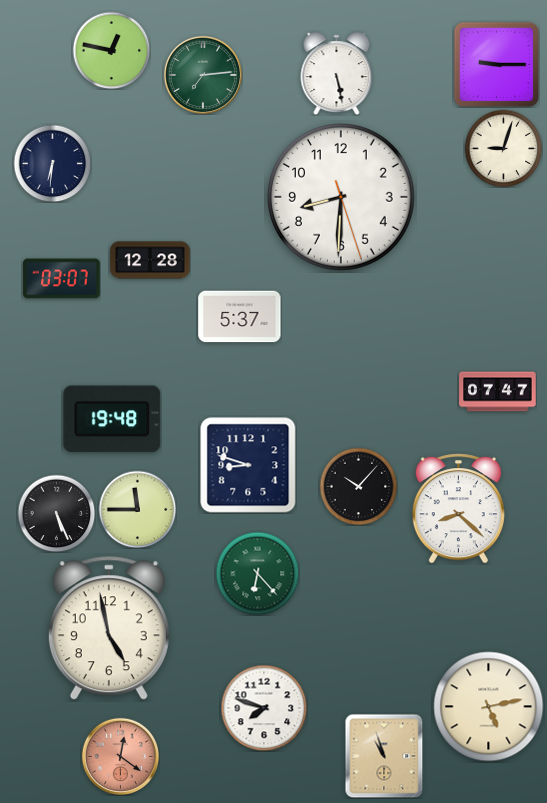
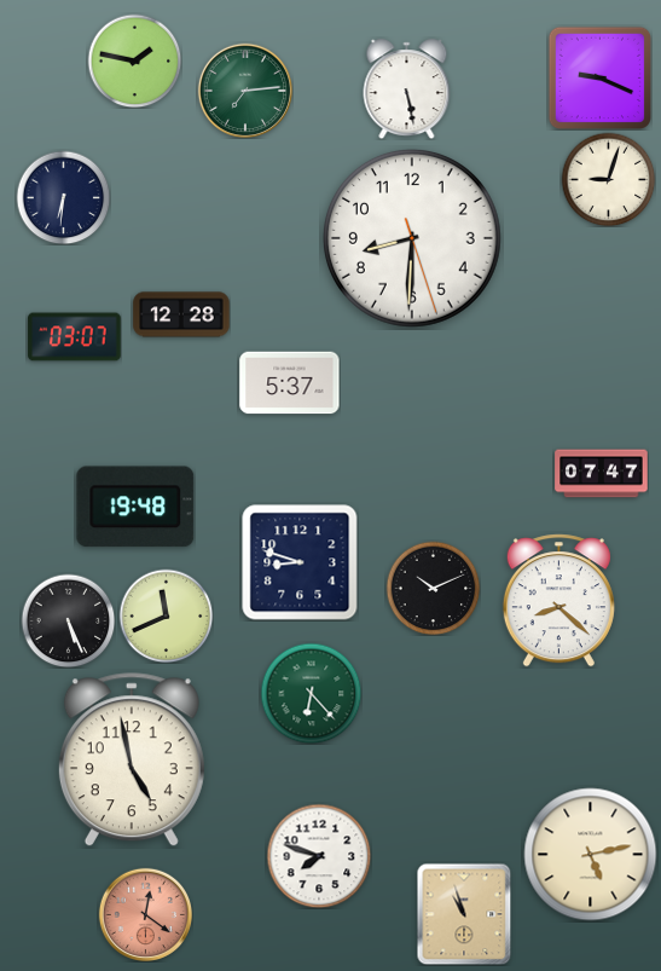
clock at (111, 50): 12:47 -> 1:47
clock at (496, 64): 9:15 -> 9:19
clock at (358, 486): 10:07 -> 10:11
clock at (137, 509): 11:45 -> 11:41
clock at (458, 509) position: (458, 509) -> (558, 601)
